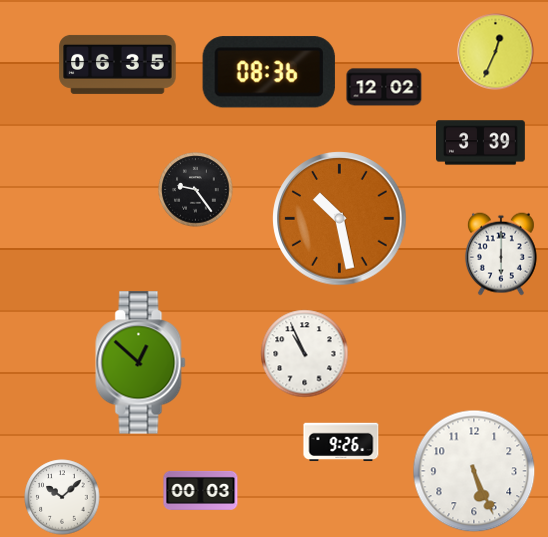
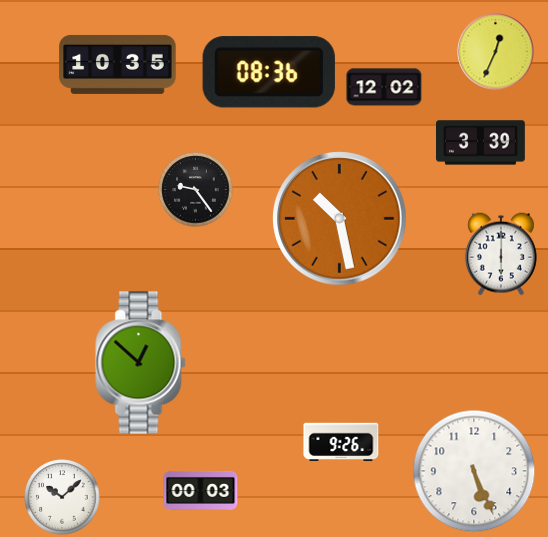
clock at (118, 64): 06:35 -> 10:35
clock at (305, 354): 10:56 -> none
